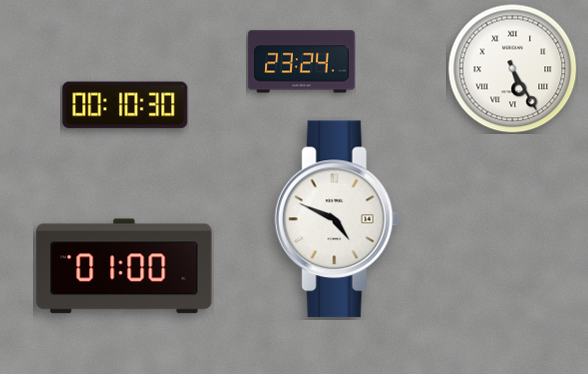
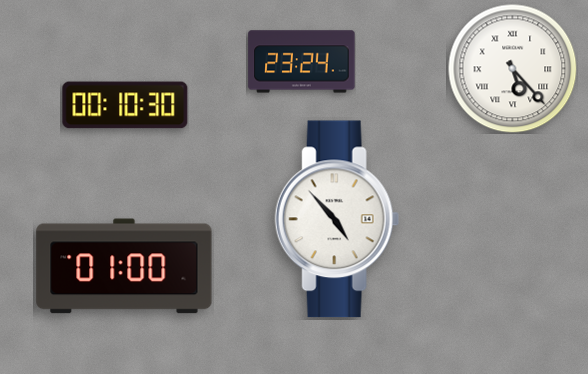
clock at (512, 68): 5:25 -> 5:23
clock at (337, 219): 4:49 -> 4:53
